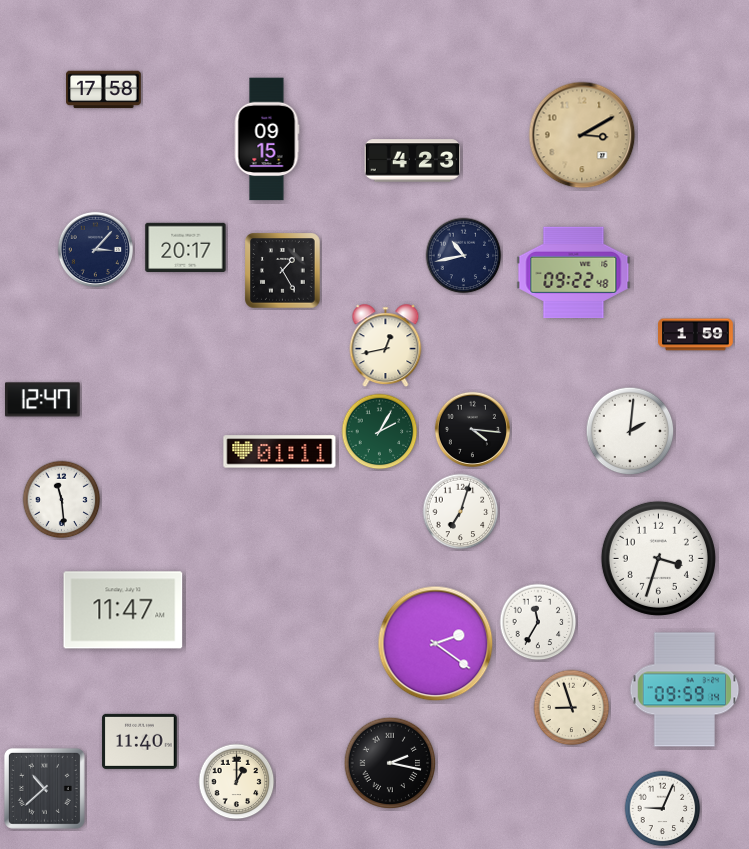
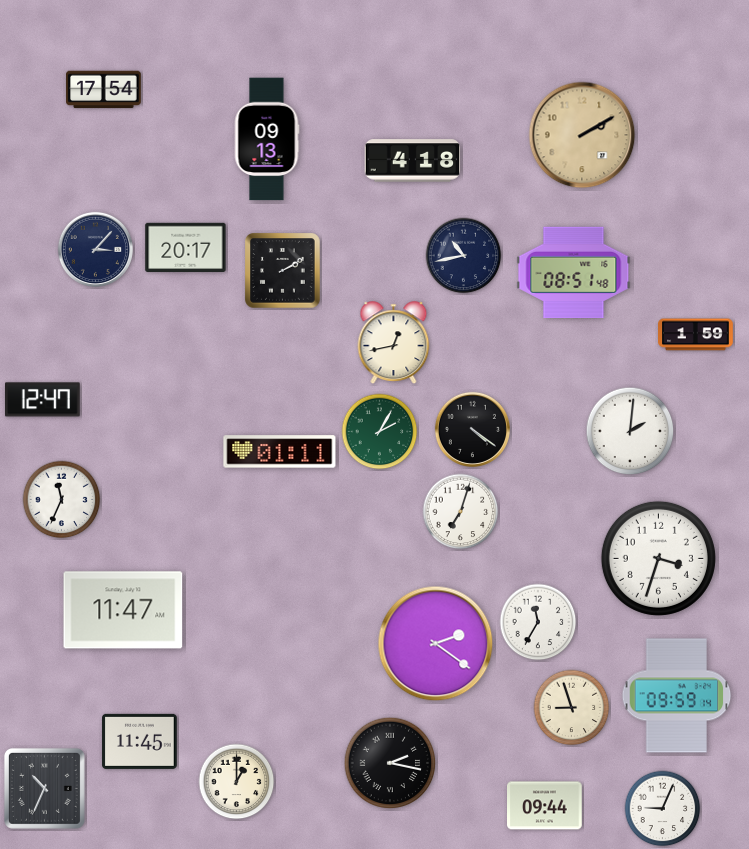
clock at (104, 90): 17:58 -> 17:54
clock at (582, 135): 3:10 -> 2:10
clock at (267, 139): 09:15 -> 09:13
clock at (413, 161): 4:23 -> 4:18
clock at (283, 271): 1:25 -> 2:10
clock at (574, 272): 09:22 -> 08:51
clock at (386, 345) position: (386, 345) -> (394, 342)
clock at (472, 429): 4:16 -> 4:21
clock at (62, 500): 11:29 -> 11:34
clock at (685, 690) position: (685, 690) -> (677, 696)
clock at (140, 741): 11:40 -> 11:45
clock at (44, 788): 10:38 -> 10:34
clock at (545, 806): none -> 09:44
